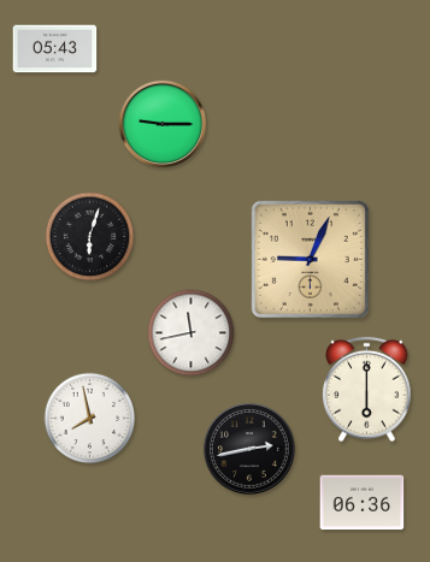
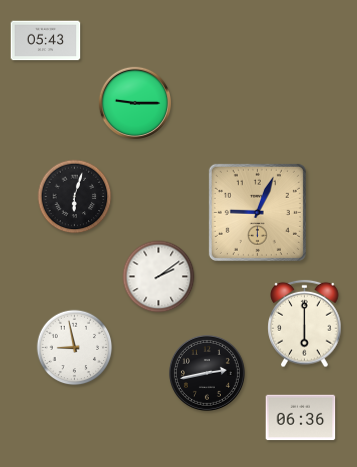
clock at (310, 259) position: (310, 259) -> (257, 212)
clock at (192, 333): 11:43 -> 2:09
clock at (90, 419): 7:58 -> 8:58
